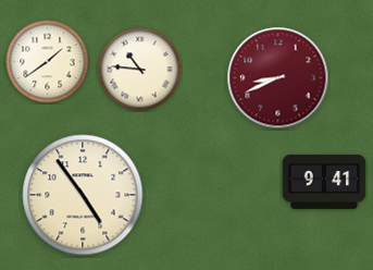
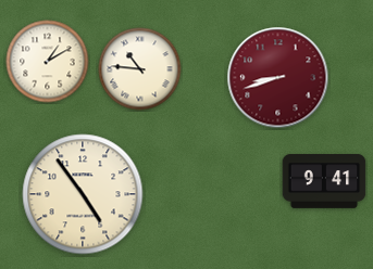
clock at (48, 62): 1:39 -> 1:10
clock at (278, 78): 8:41 -> 8:42
